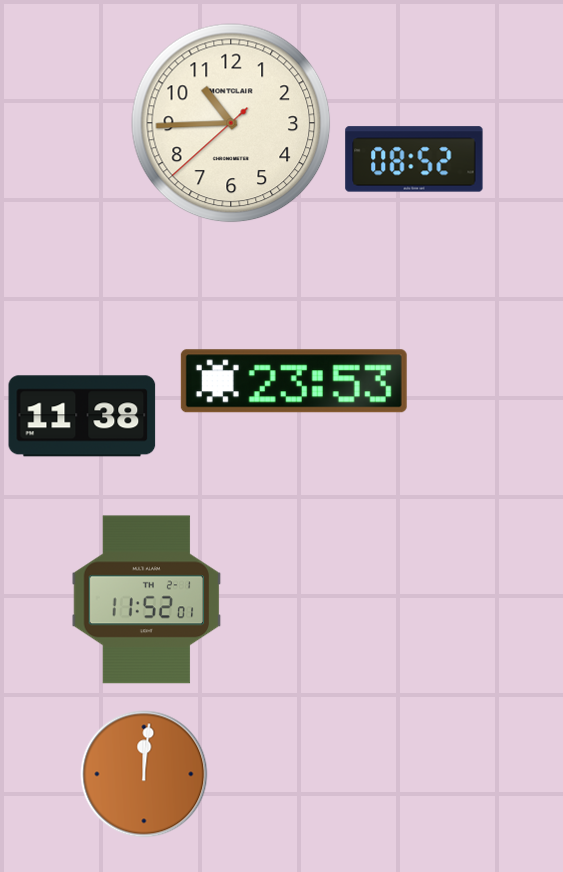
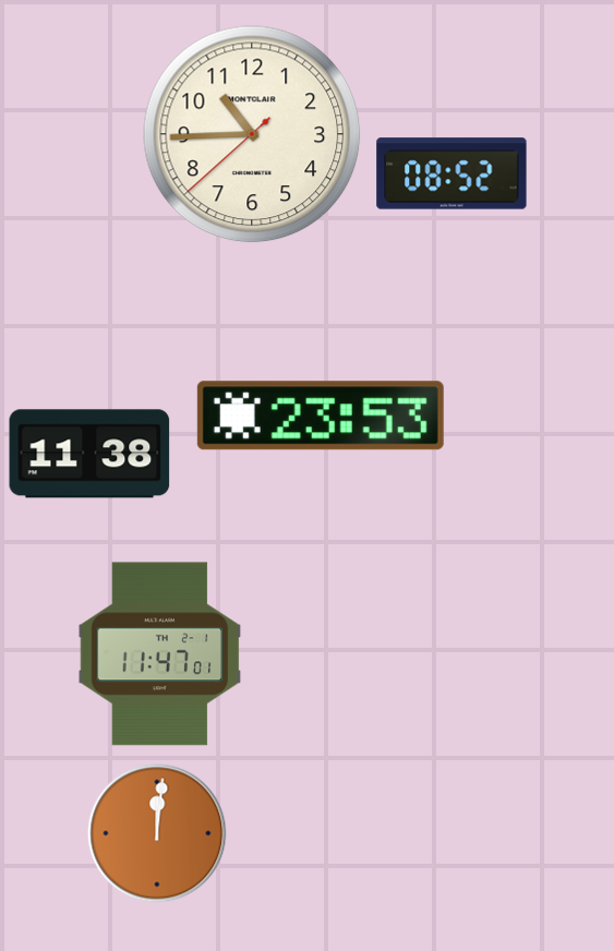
clock at (147, 600): 11:52 -> 11:47
clock at (144, 774) position: (144, 774) -> (157, 833)
